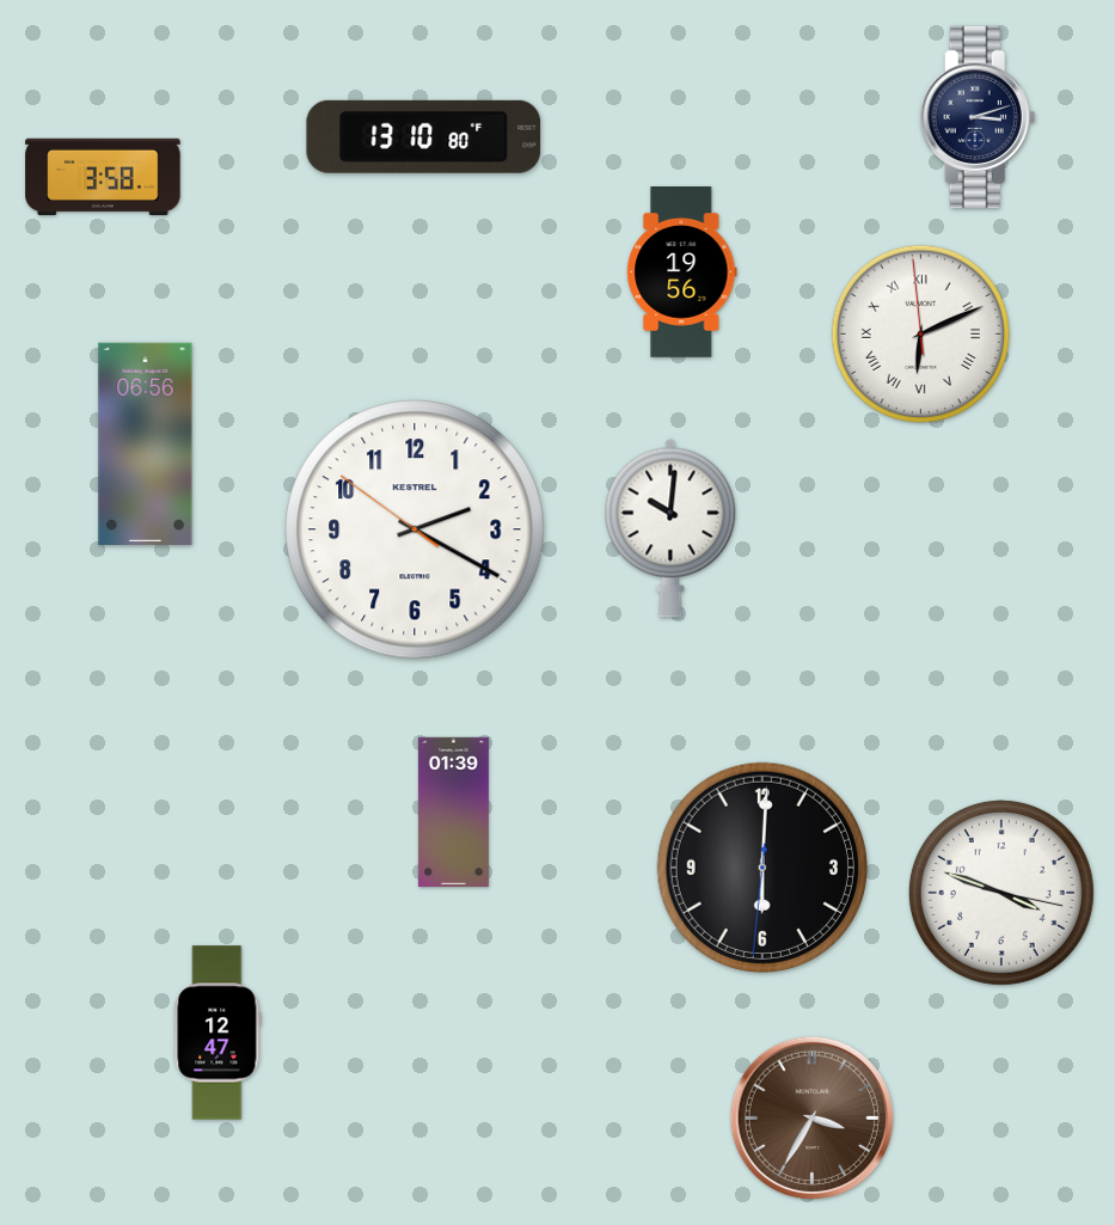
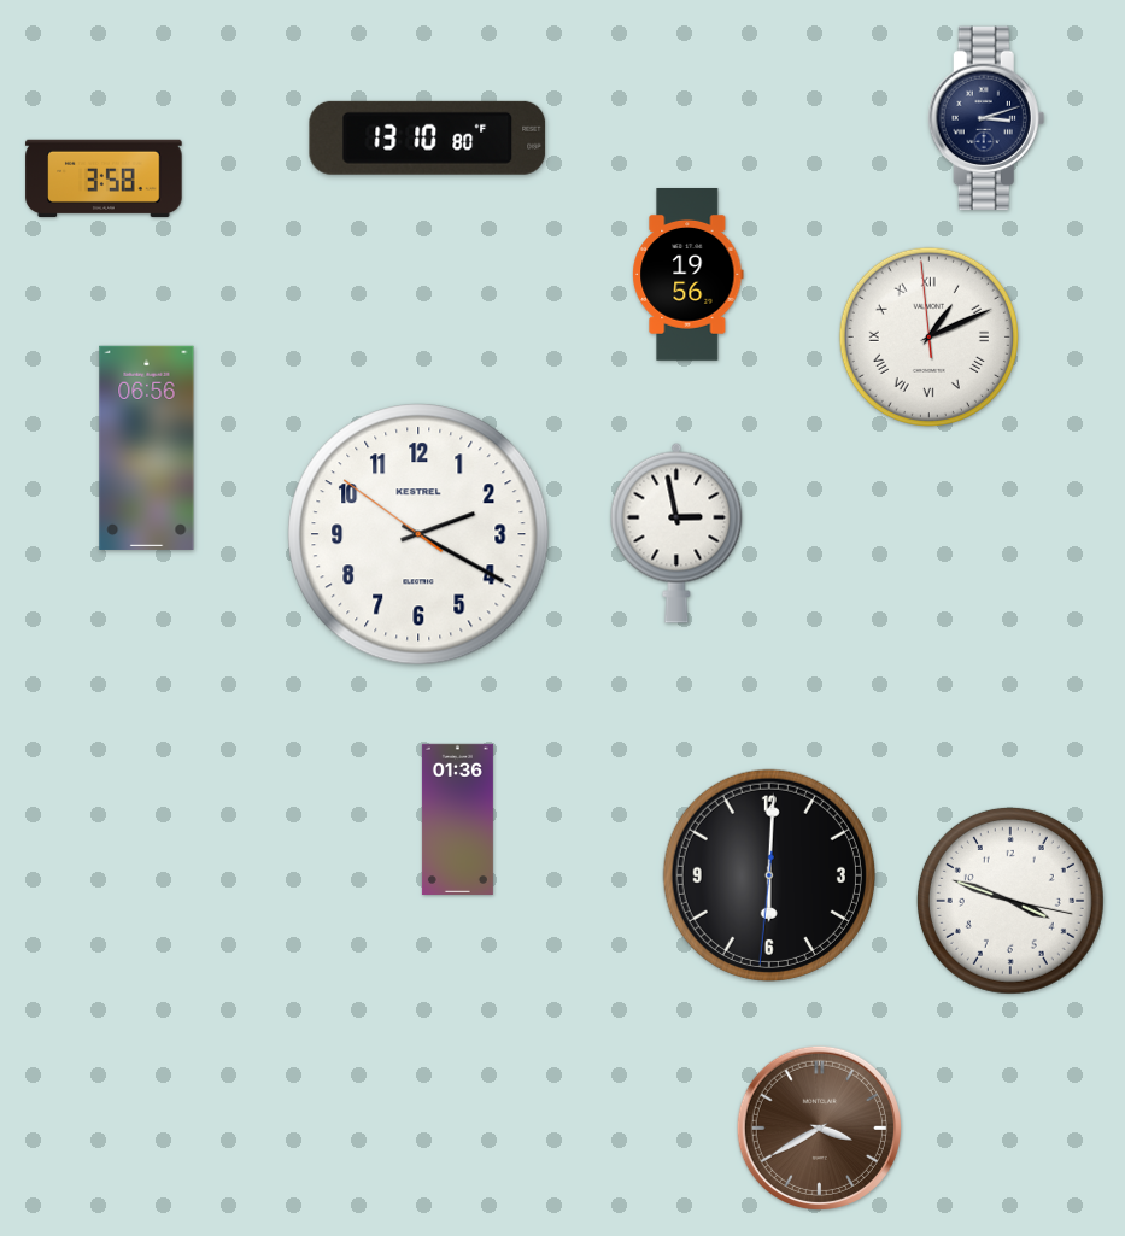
clock at (920, 333): 6:10 -> 1:10
clock at (670, 528): 10:01 -> 2:58
clock at (453, 811): 01:39 -> 01:36
clock at (218, 1033): 12:47 -> none
clock at (811, 1117): 3:35 -> 3:40
